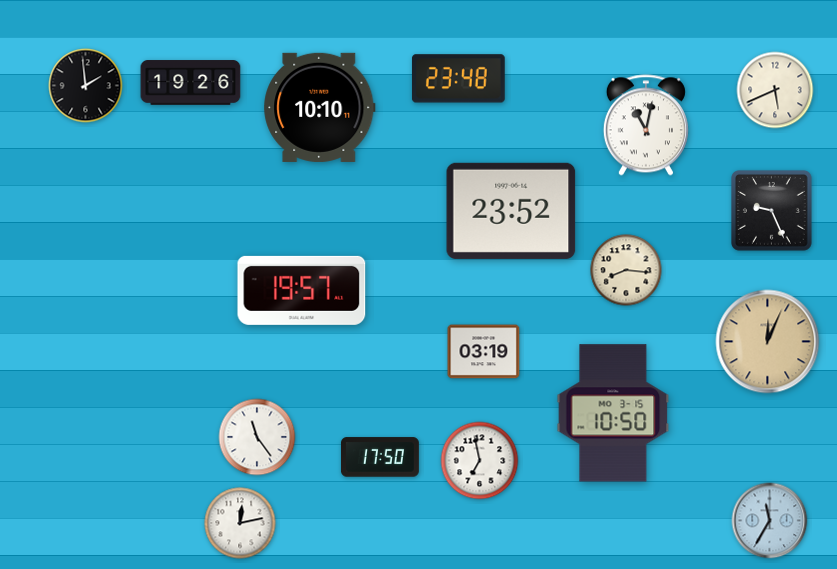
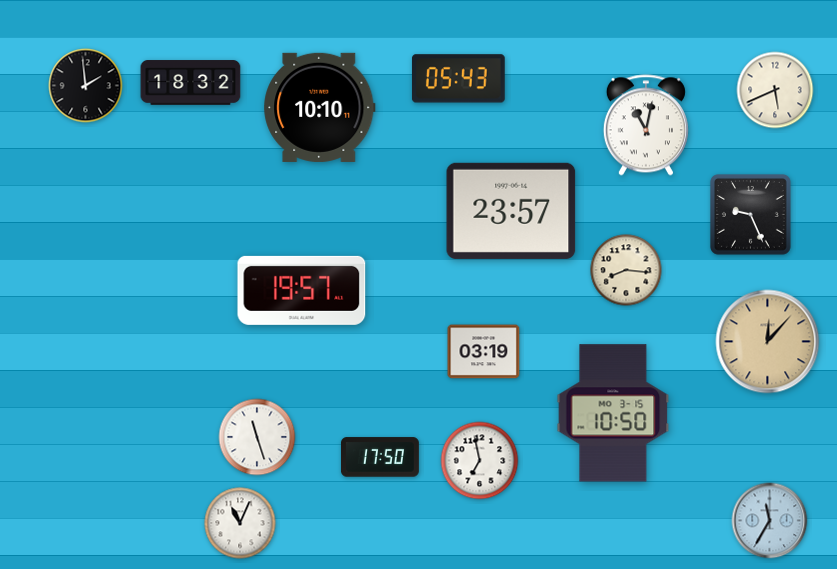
clock at (458, 79): 23:48 -> 05:43
clock at (191, 83): 19:26 -> 18:32
clock at (511, 211): 23:52 -> 23:57
clock at (772, 211) position: (772, 211) -> (751, 215)
clock at (768, 342): 12:04 -> 12:07
clock at (257, 437): 11:24 -> 11:27
clock at (240, 523): 12:13 -> 11:04
